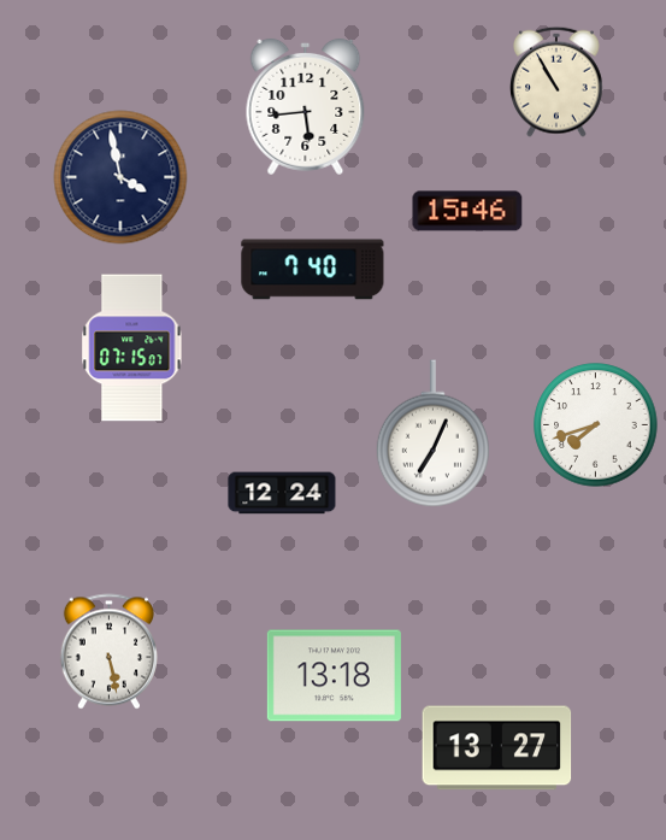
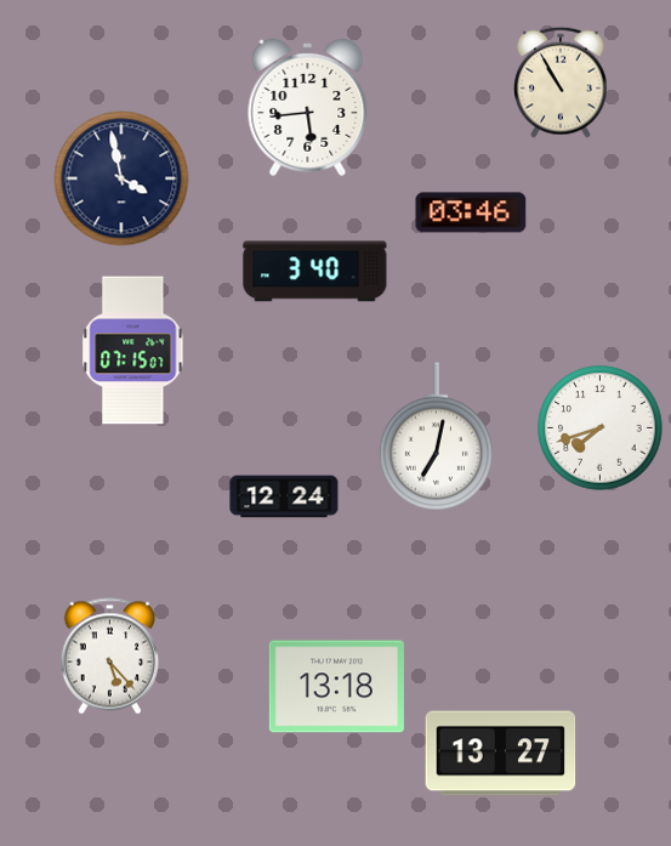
clock at (467, 211): 15:46 -> 03:46
clock at (313, 270): 7:40 -> 3:40
clock at (432, 434): 7:04 -> 7:02
clock at (108, 652): 5:28 -> 5:23
clock at (334, 676) position: (334, 676) -> (336, 687)
